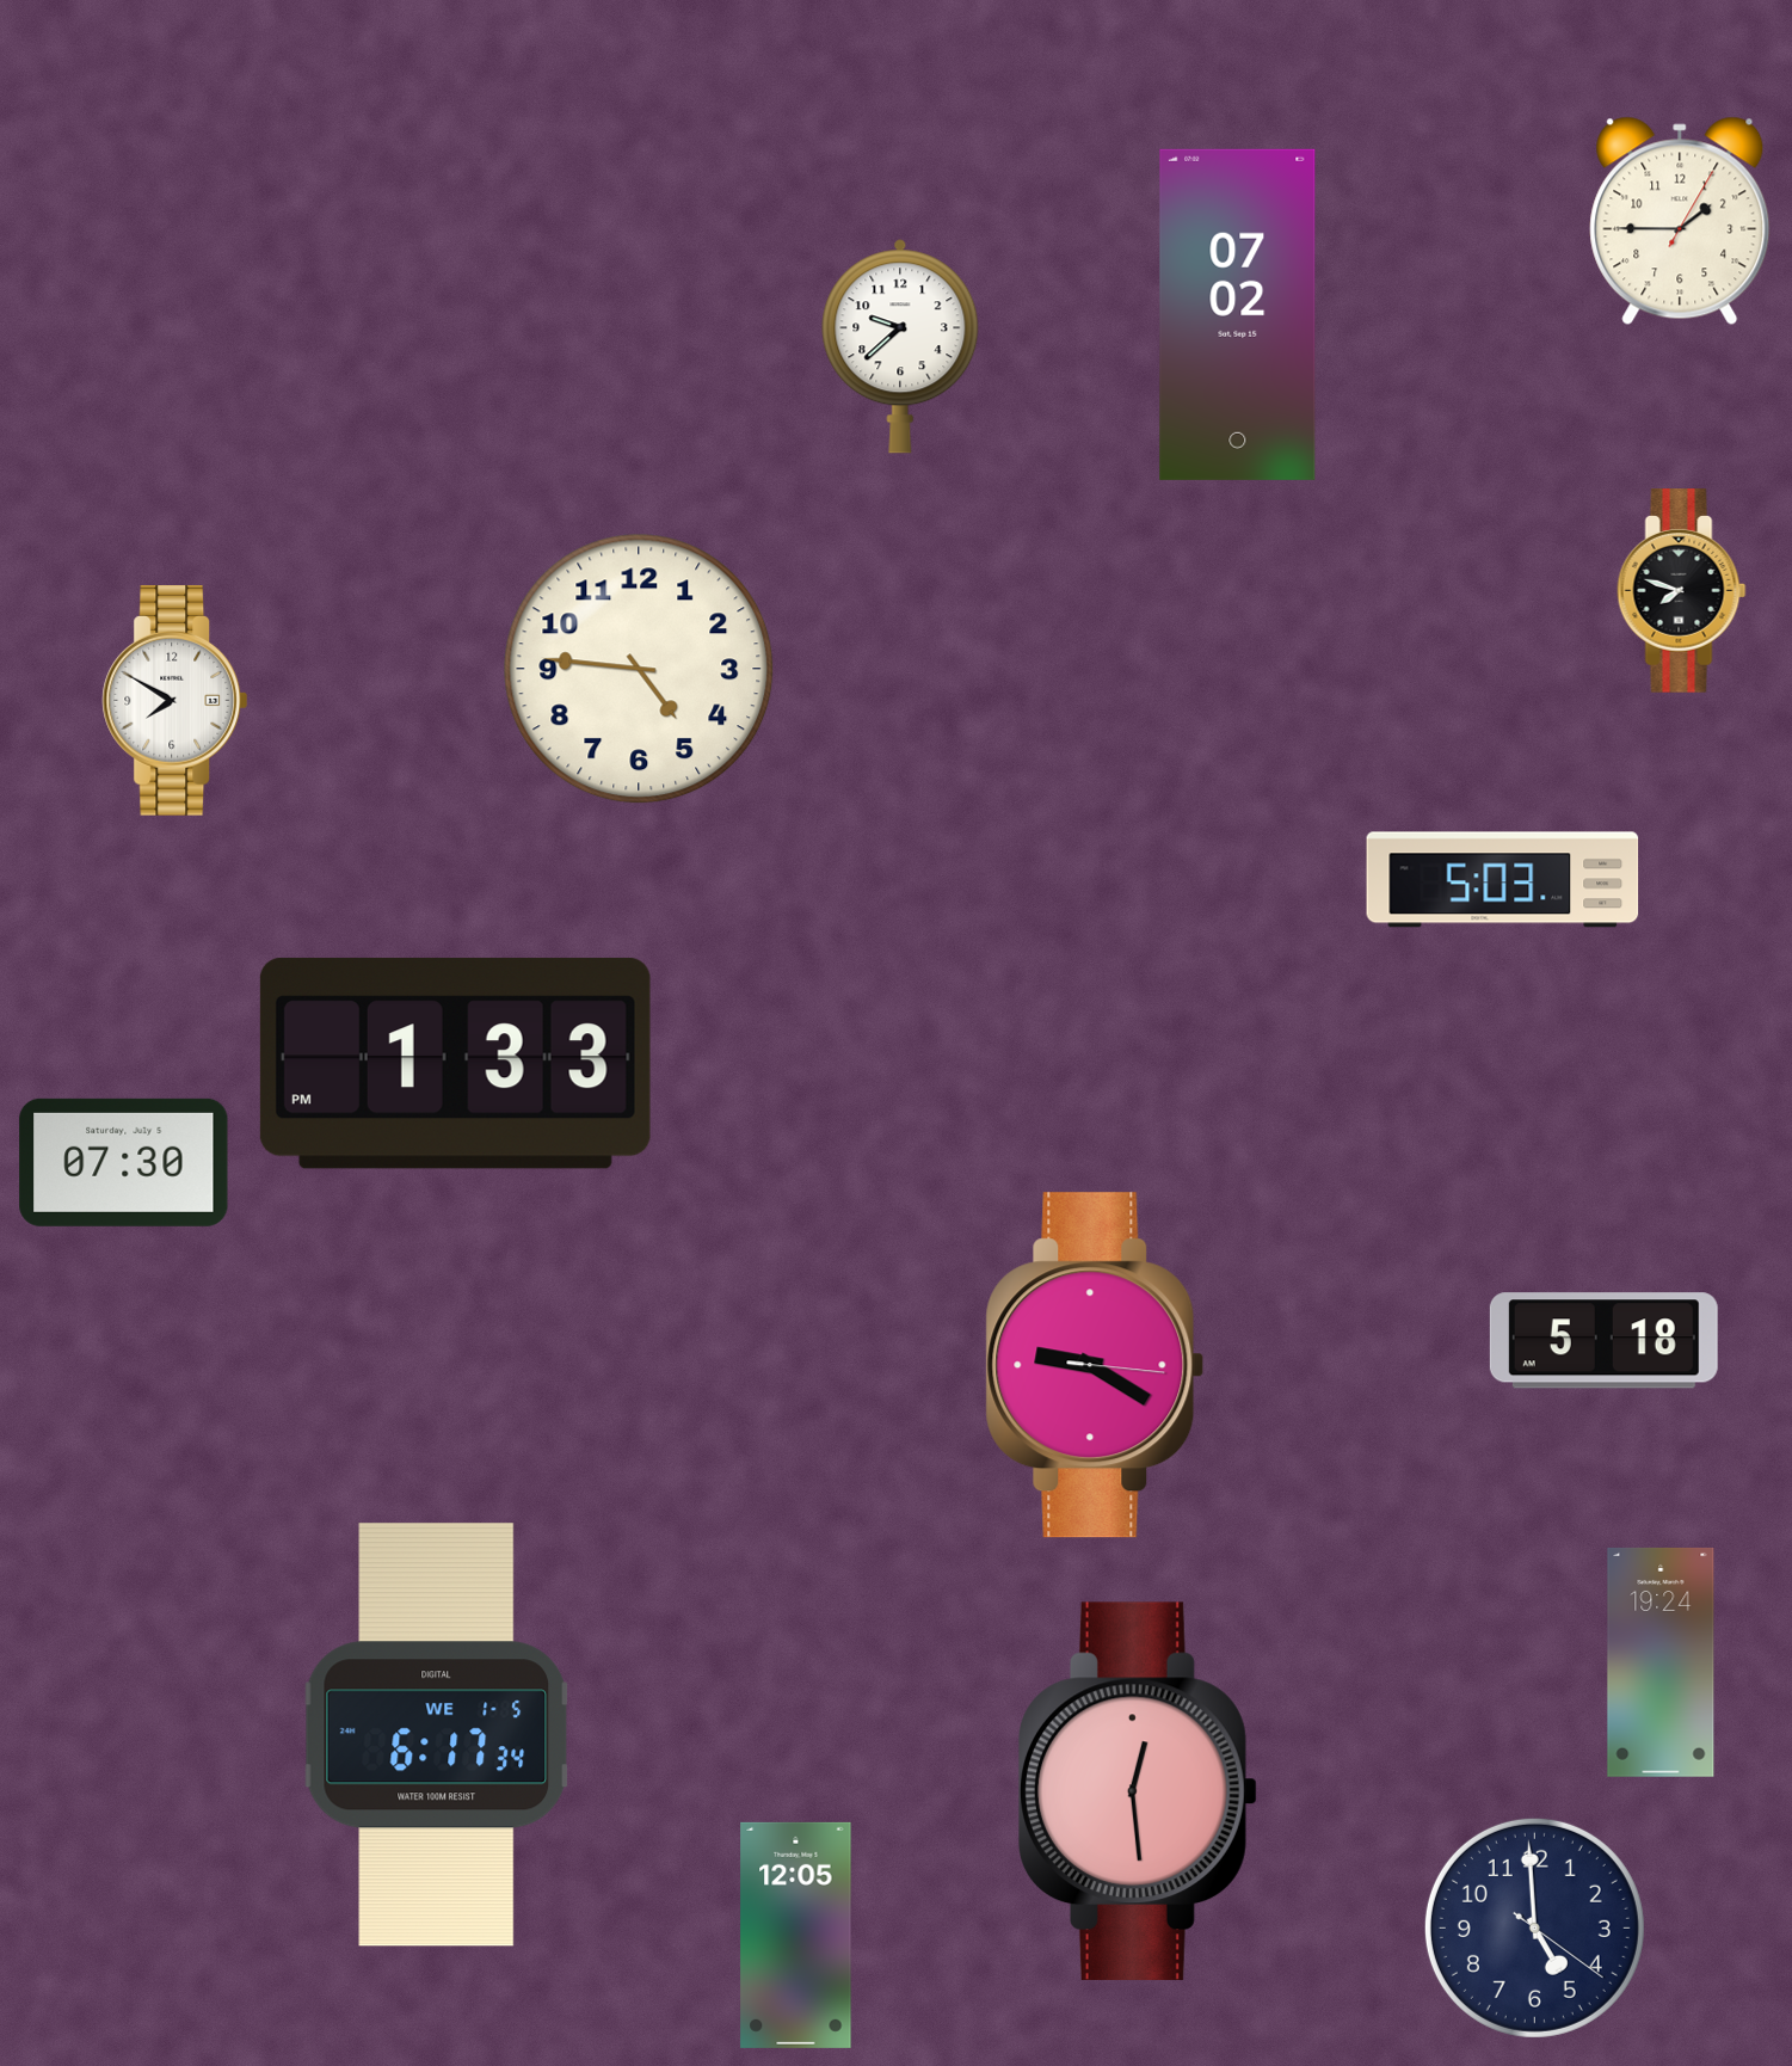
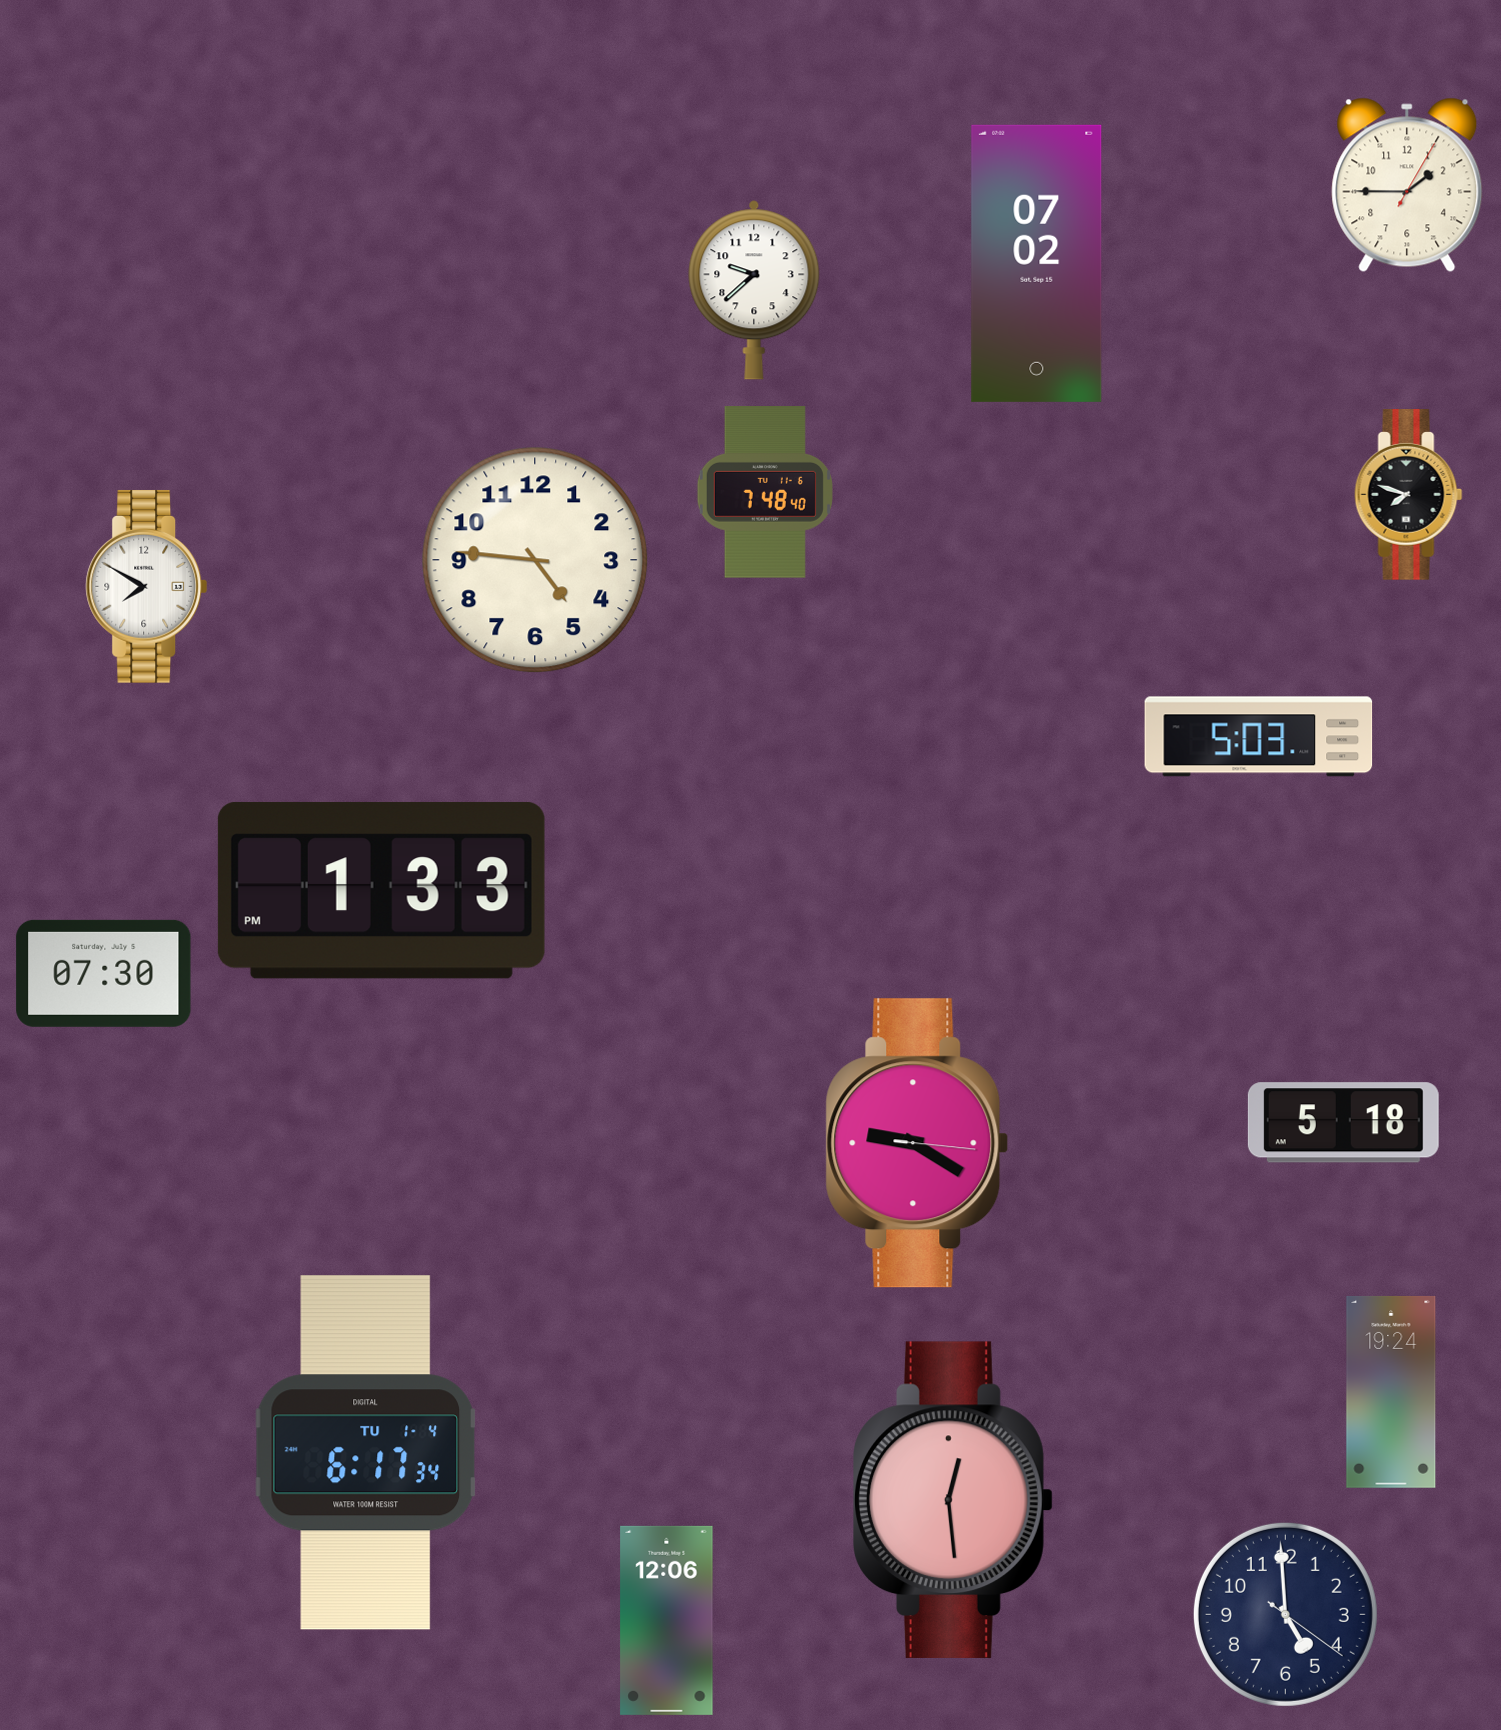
clock at (765, 492): none -> 7:48
clock at (437, 1735) date: WE 1-5 -> TU 1-4
clock at (796, 1935): 12:05 -> 12:06
